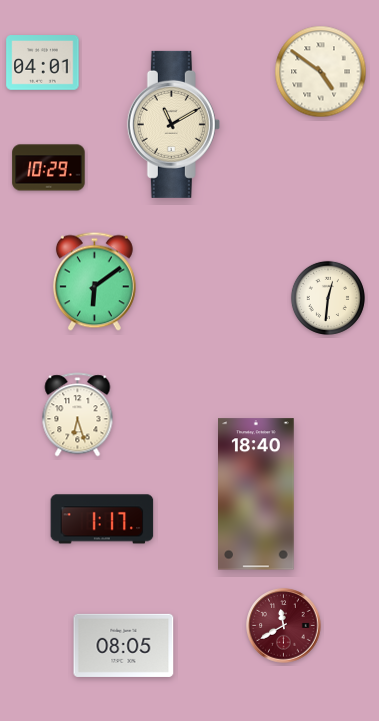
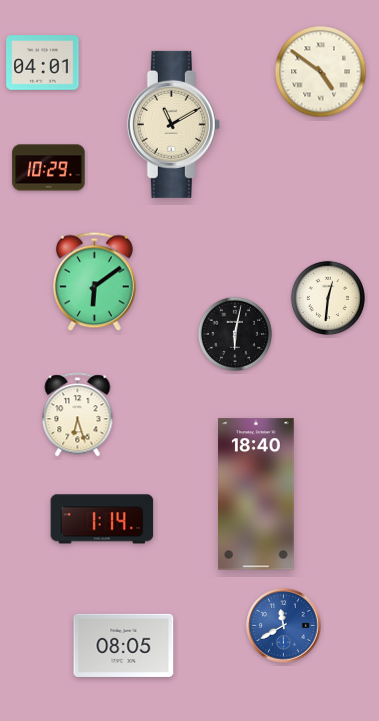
clock at (235, 334): none -> 6:02
clock at (102, 519): 1:17 -> 1:14
clock at (284, 626) dial: burgundy -> blue
